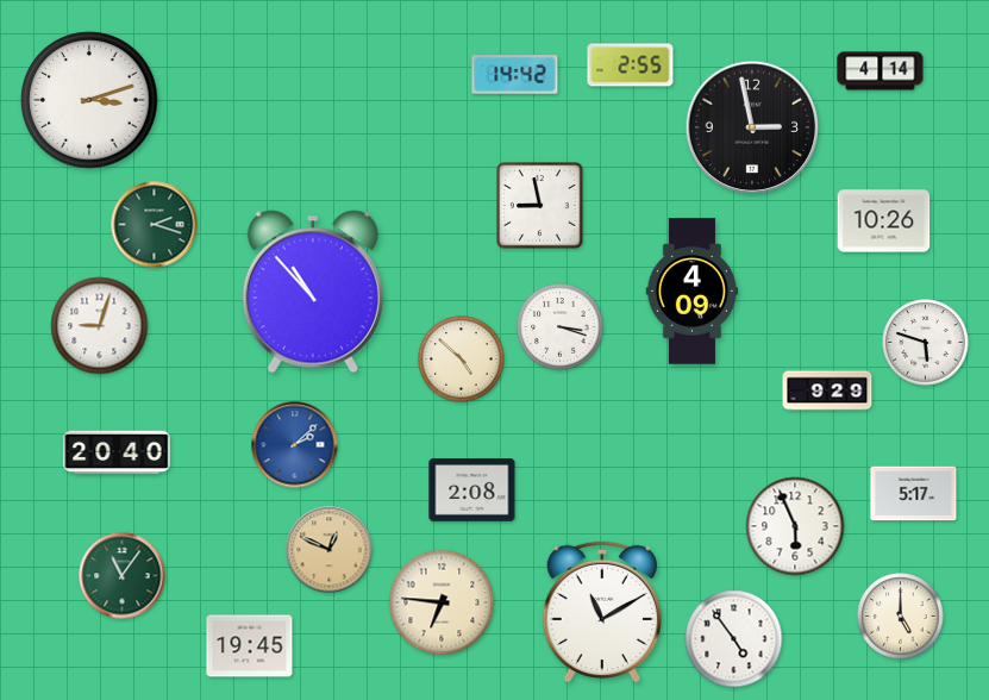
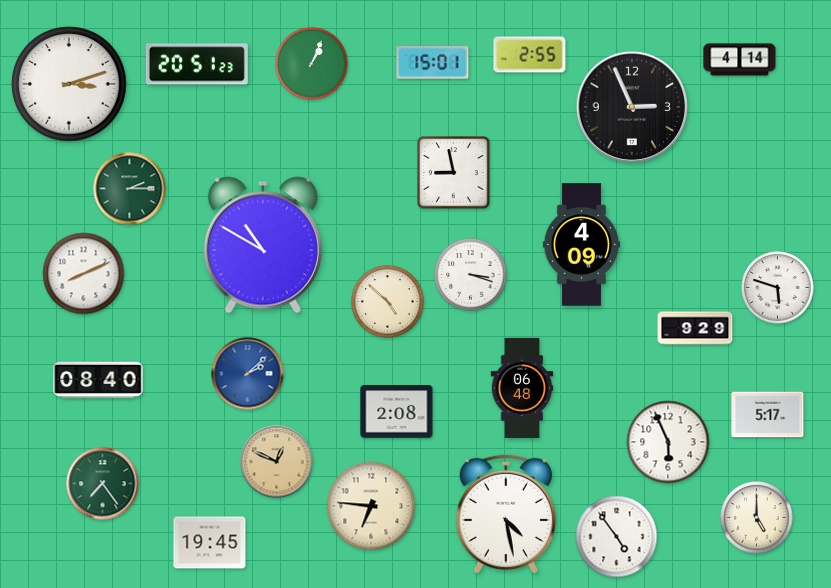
clock at (515, 75): 14:42 -> 15:01
clock at (197, 64): none -> 20:51
clock at (312, 64): none -> 1:04
clock at (89, 100) position: (89, 100) -> (69, 84)
clock at (751, 126): 2:58 -> 2:56
clock at (884, 221): 10:26 -> none
clock at (155, 225): 2:18 -> 2:15
clock at (313, 292): 10:53 -> 10:50
clock at (100, 326): 9:03 -> 8:11
clock at (117, 452): 20:40 -> 08:40
clock at (522, 388): none -> 06:48
clock at (123, 576): 11:06 -> 7:24
clock at (601, 612): 11:10 -> 4:28
